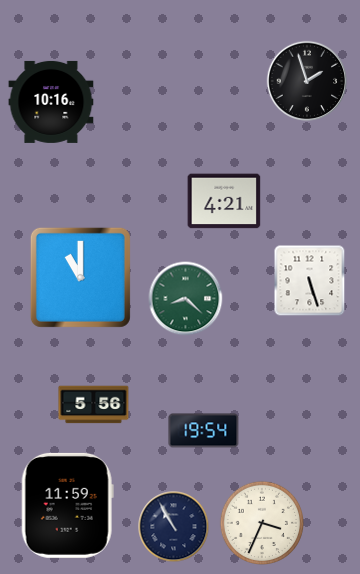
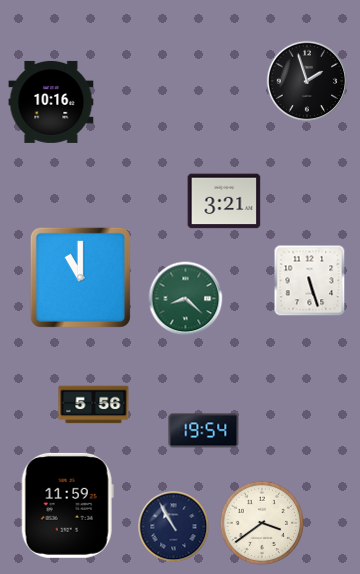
clock at (224, 201): 4:21 -> 3:21
clock at (261, 522): 3:34 -> 3:39
